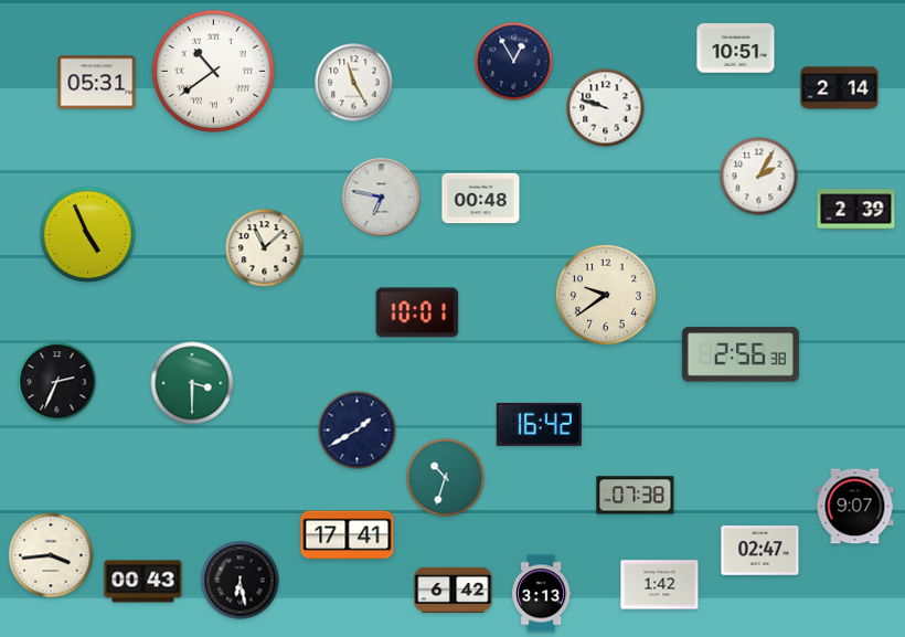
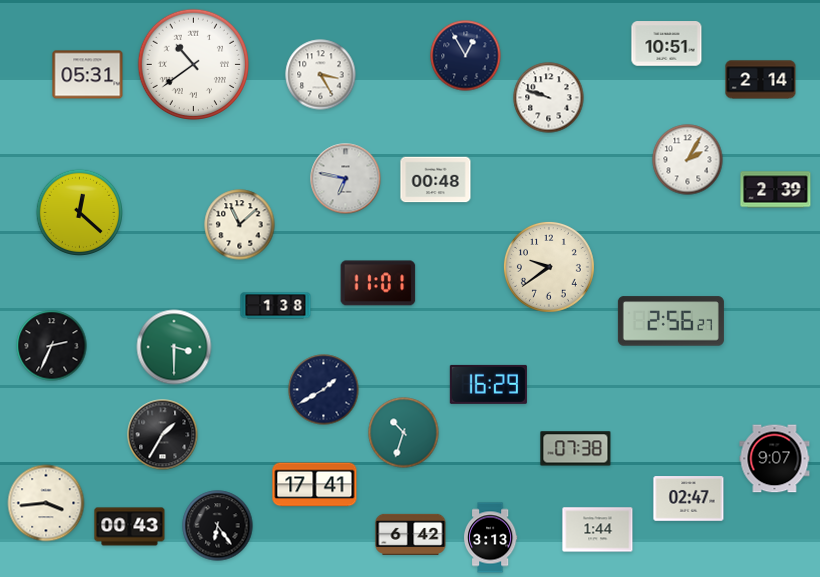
clock at (354, 83): 11:25 -> 3:25
clock at (87, 234): 4:56 -> 12:22
clock at (417, 312): 10:01 -> 11:01
clock at (276, 306): none -> 1:38
clock at (741, 354): 2:56:38 -> 2:56:27
clock at (539, 424): 16:42 -> 16:29
clock at (163, 435): none -> 1:35
clock at (241, 581): 6:28 -> 6:24
clock at (660, 585): 1:42 -> 1:44
